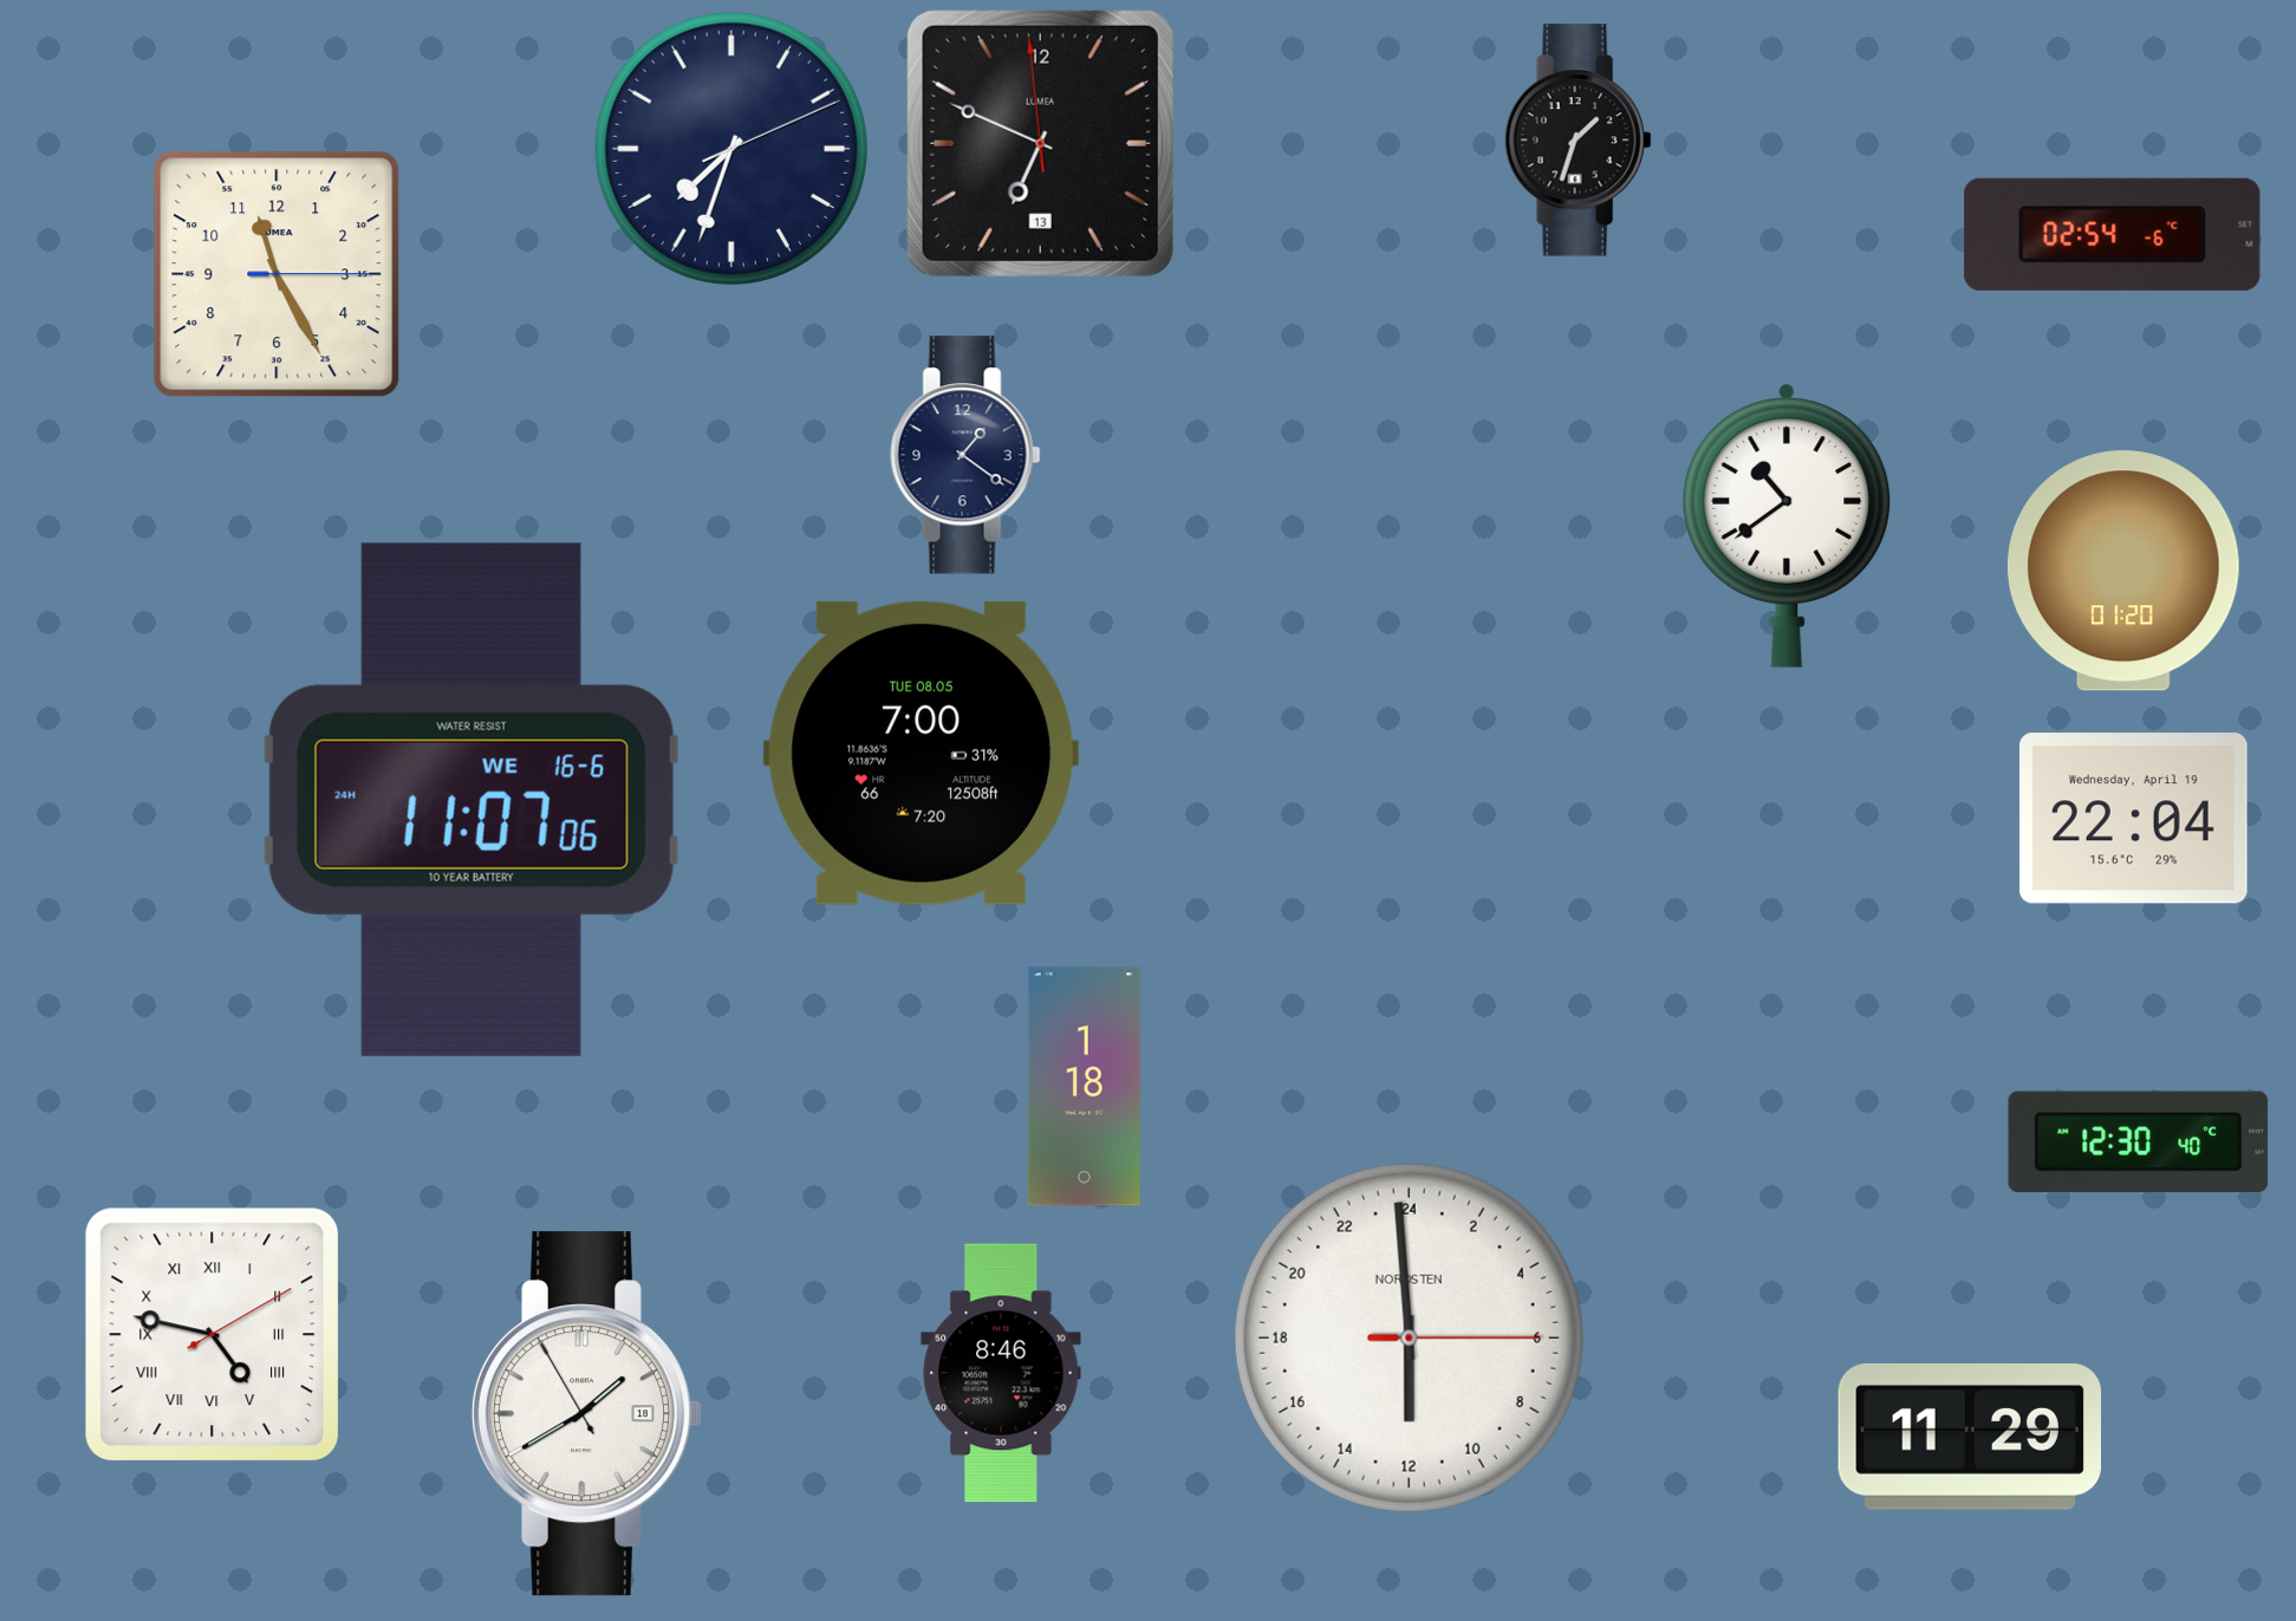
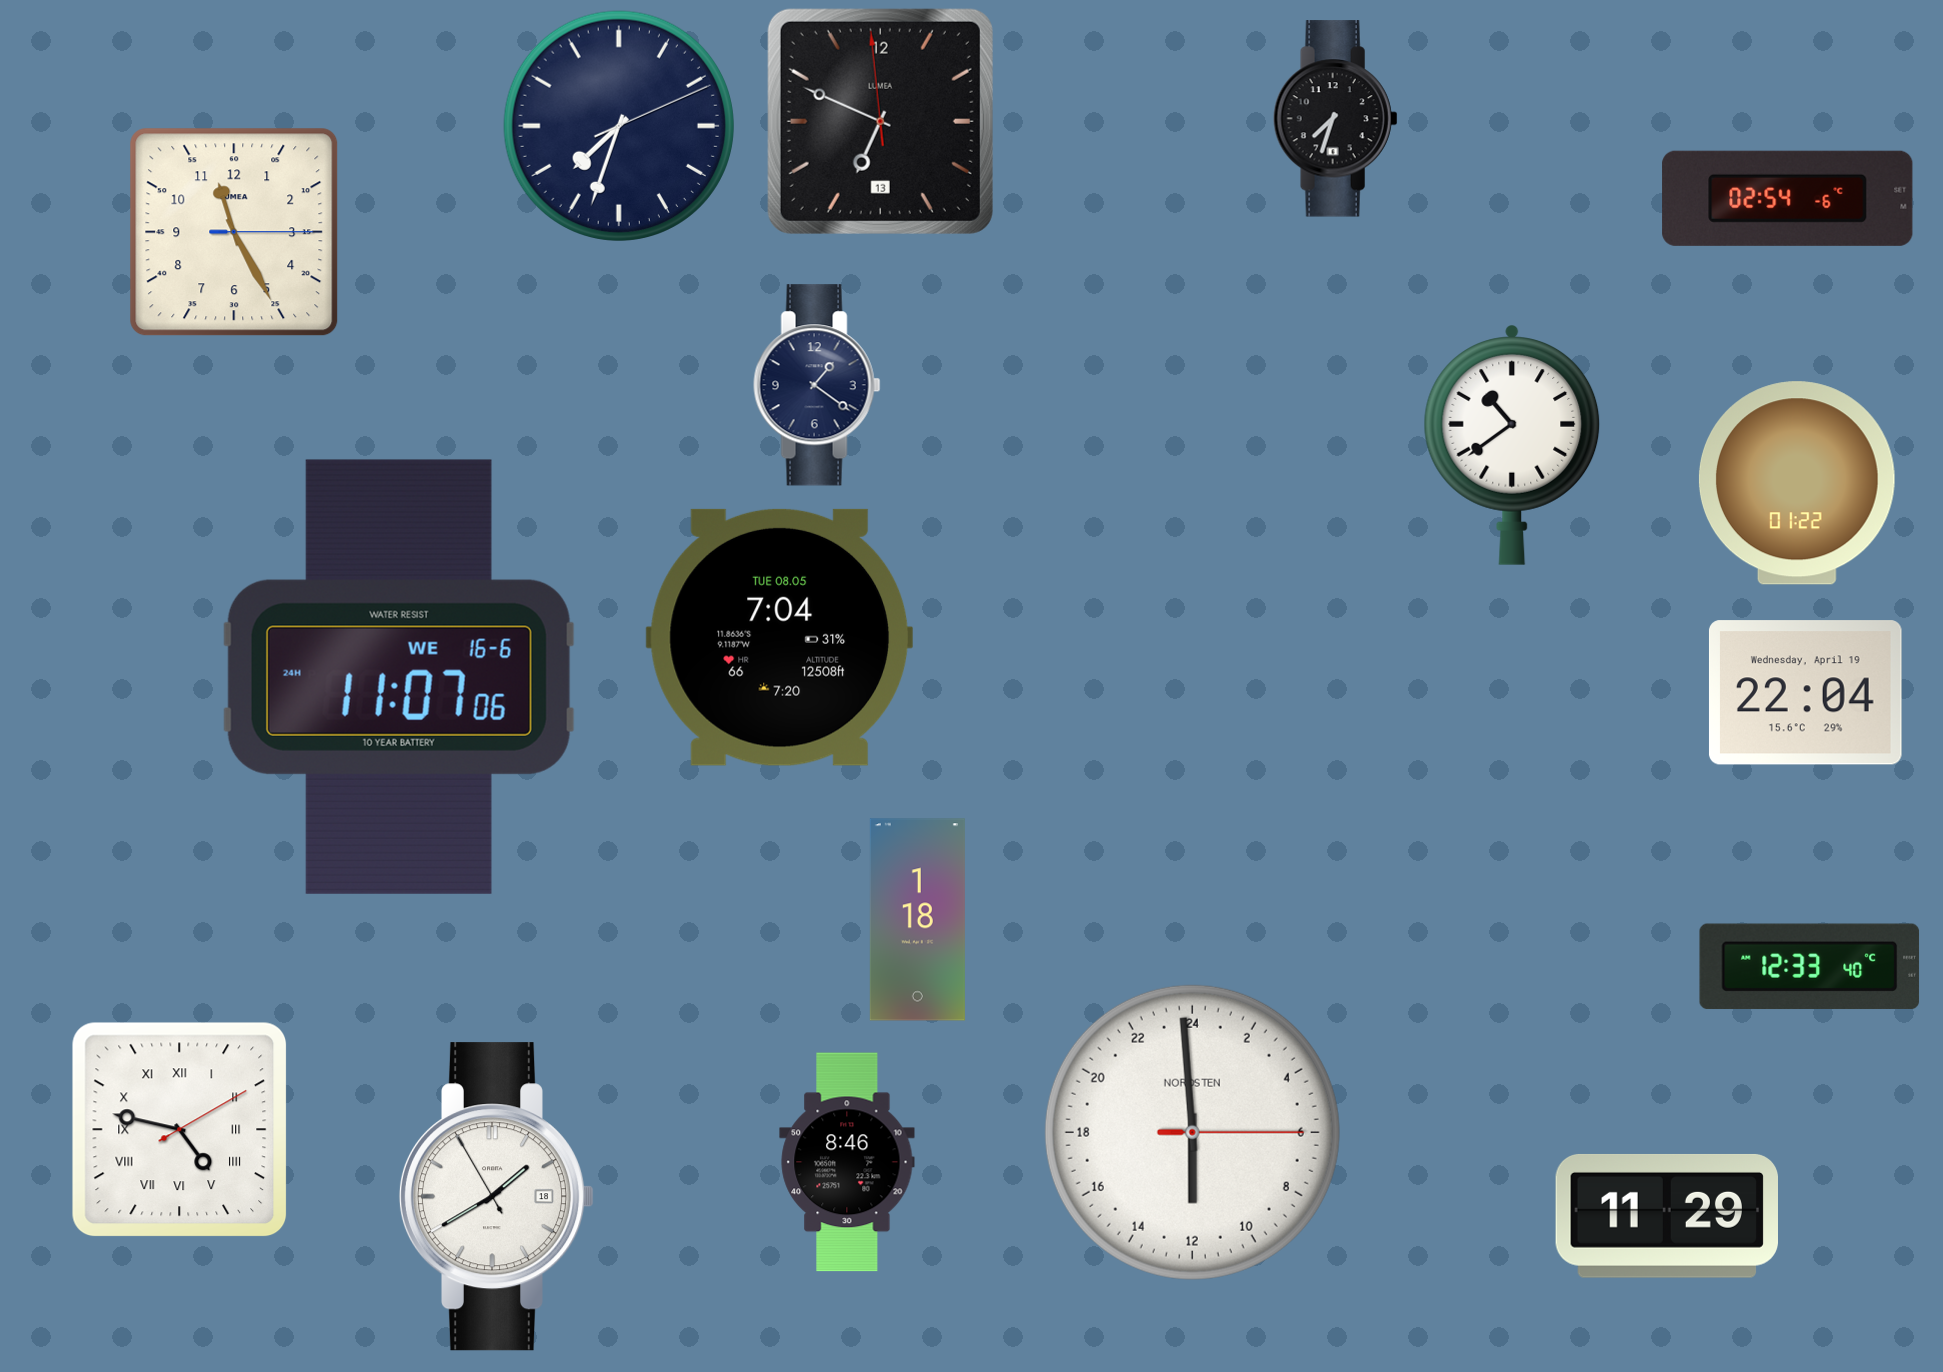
clock at (1579, 141): 1:33 -> 7:33
clock at (2123, 571): 01:20 -> 01:22
clock at (921, 753): 7:00 -> 7:04
clock at (2139, 1142): 12:30 -> 12:33
